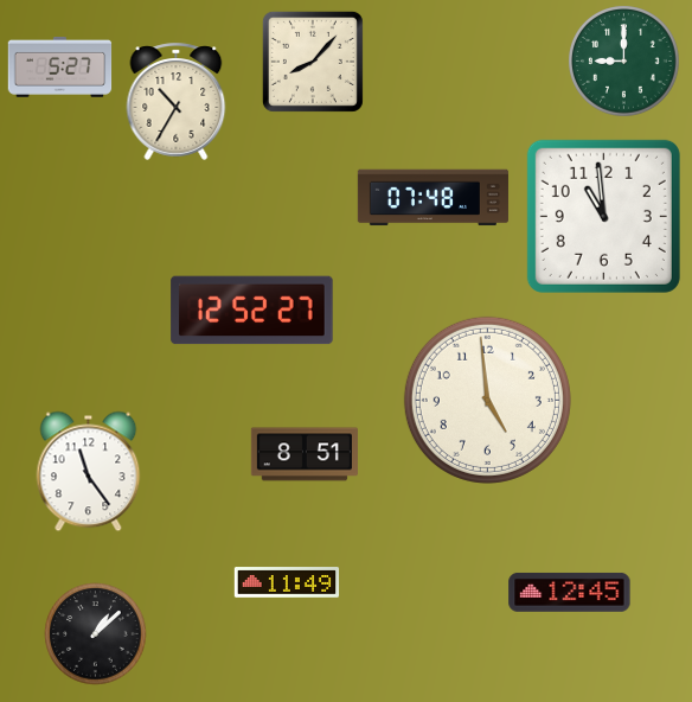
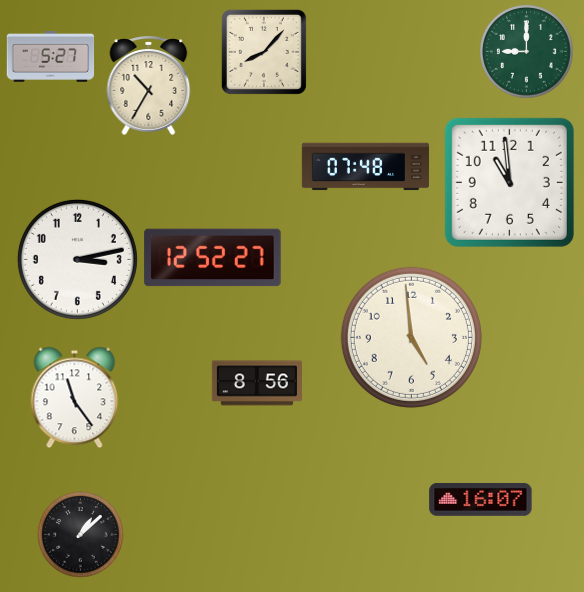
clock at (77, 259): none -> 3:13
clock at (252, 311) position: (252, 311) -> (213, 258)
clock at (305, 454): 8:51 -> 8:56
clock at (287, 582): 11:49 -> none
clock at (570, 593): 12:45 -> 16:07
